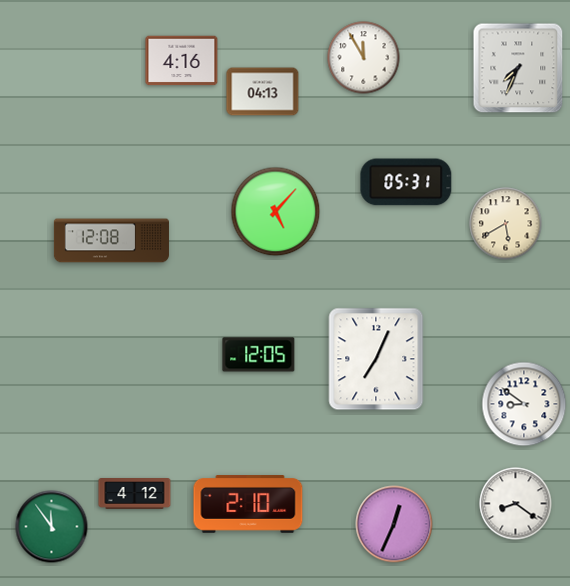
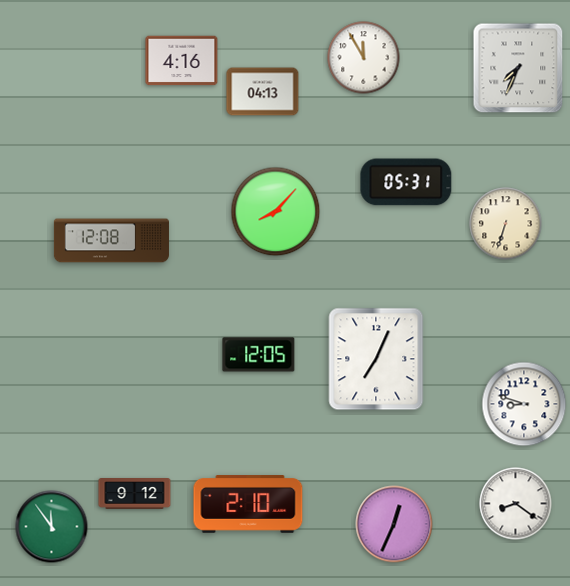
clock at (276, 212): 5:07 -> 8:07
clock at (506, 224): 5:40 -> 6:33
clock at (524, 404): 8:51 -> 8:48
clock at (135, 494): 4:12 -> 9:12
